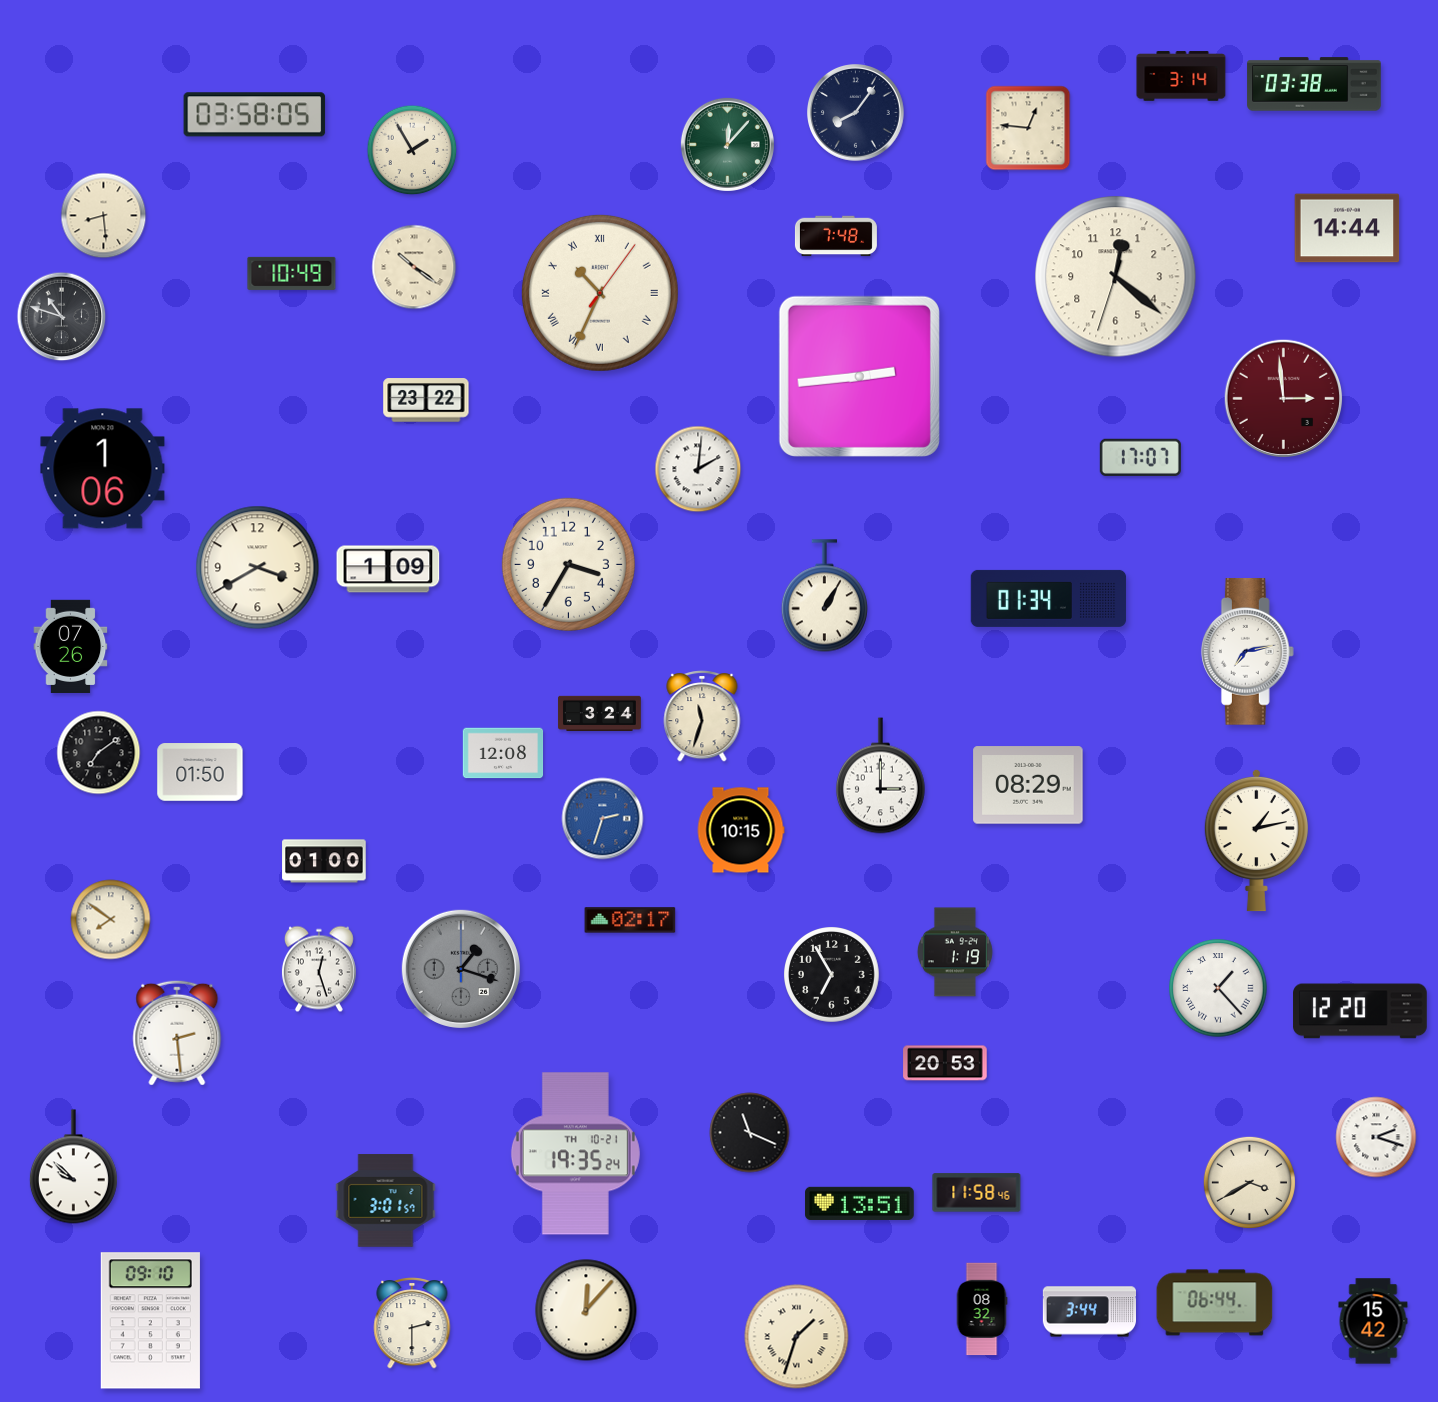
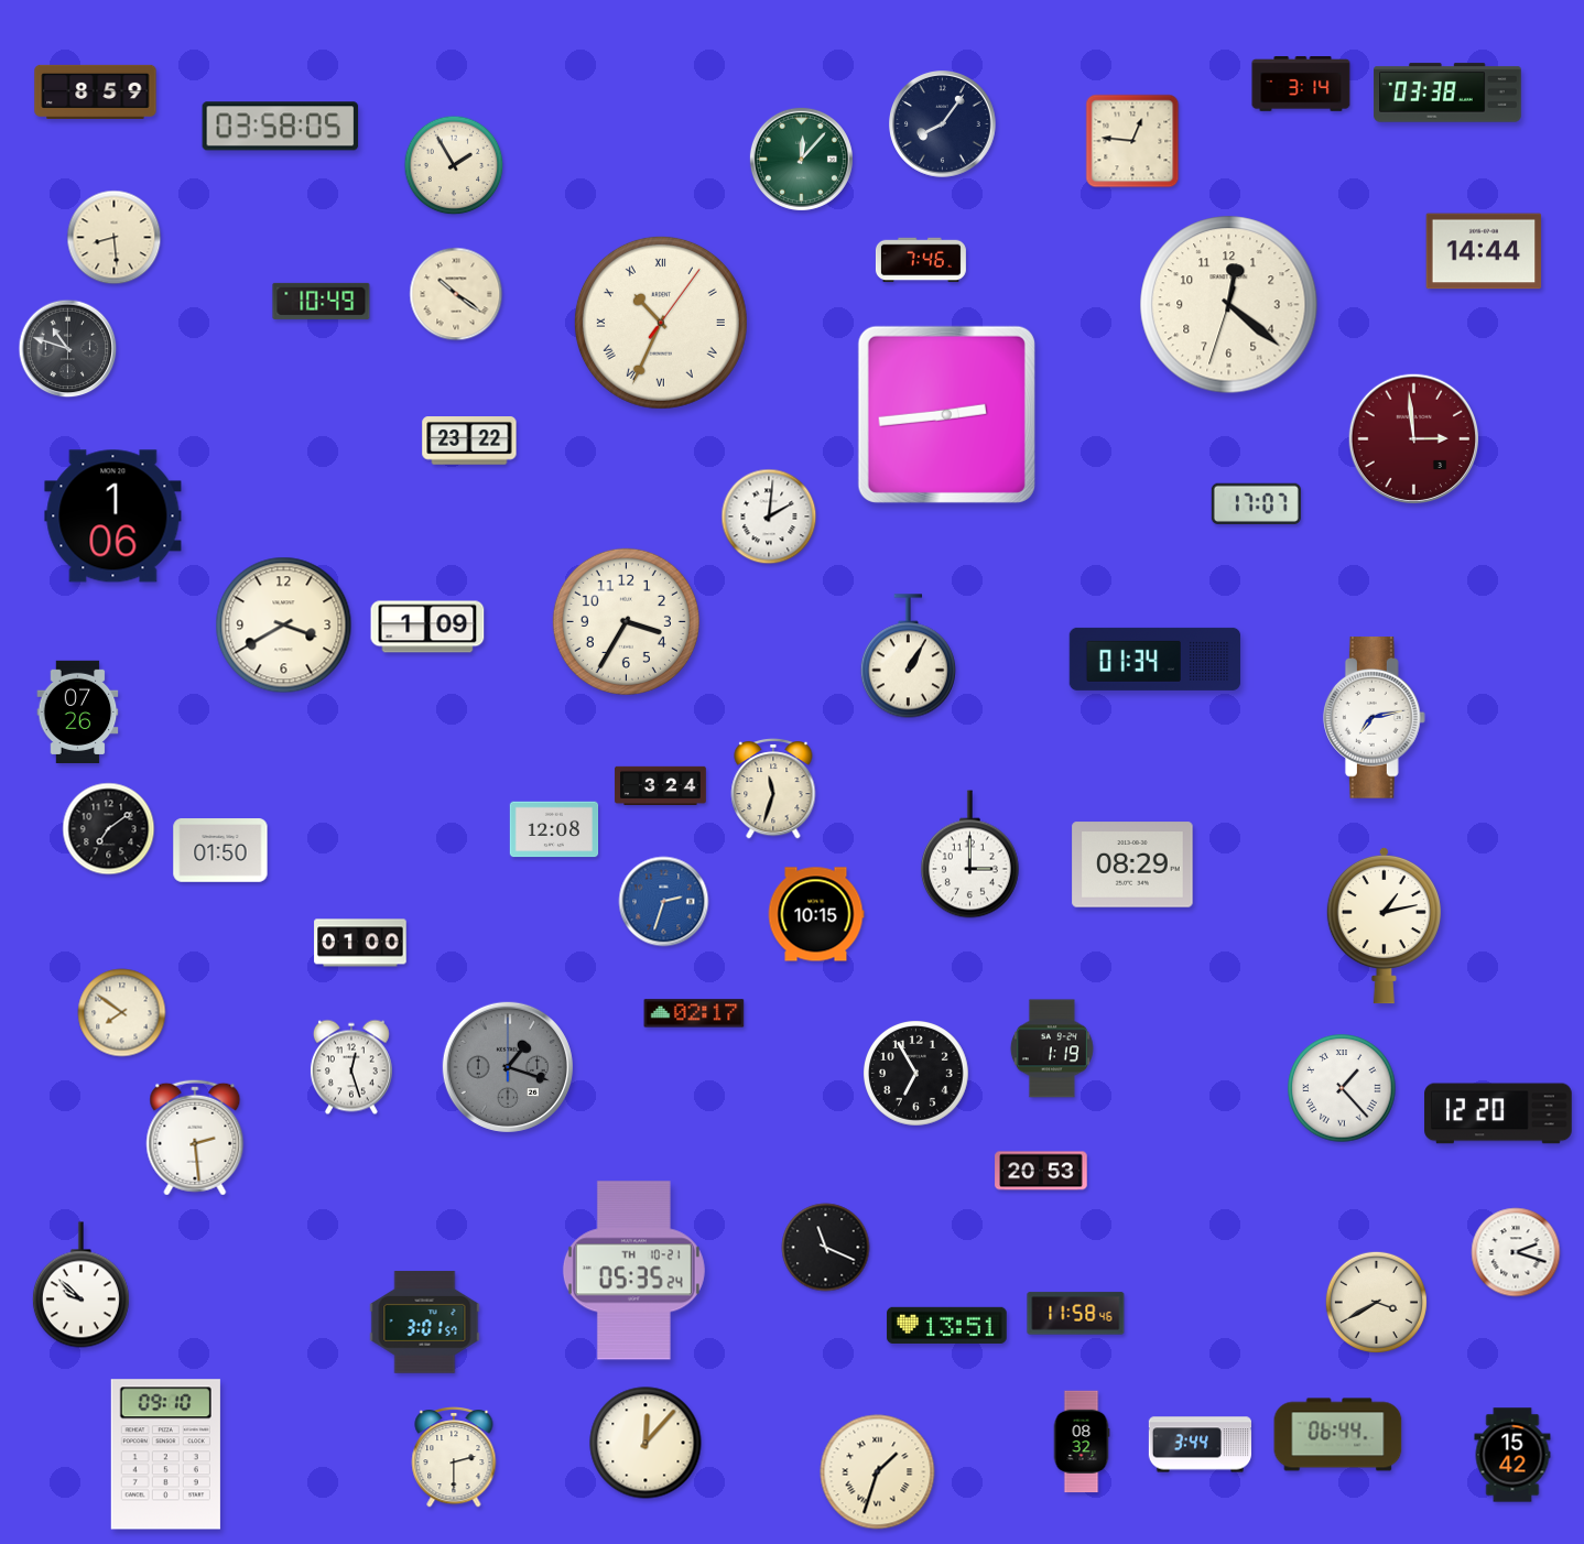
clock at (96, 91): none -> 8:59
clock at (836, 236): 7:48 -> 7:46
clock at (324, 861) position: (324, 861) -> (360, 943)
clock at (575, 1154): 19:35 -> 05:35
